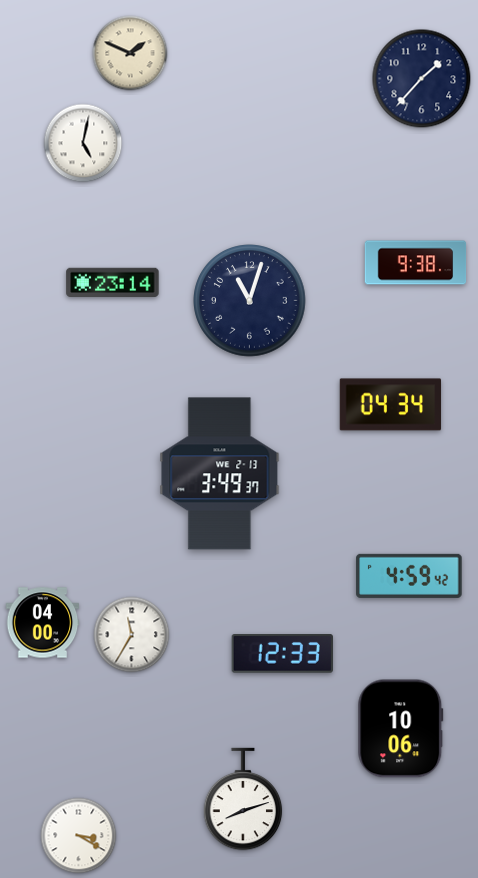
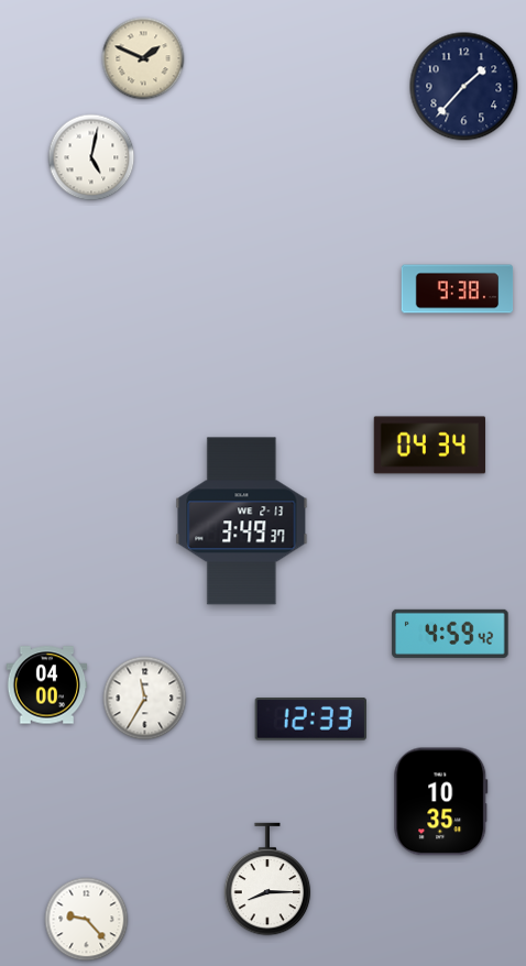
clock at (113, 283): 23:14 -> none
clock at (250, 301): 11:03 -> none
clock at (401, 729): 10:06 -> 10:35
clock at (243, 799): 8:12 -> 8:15
clock at (79, 836): 3:20 -> 9:23
